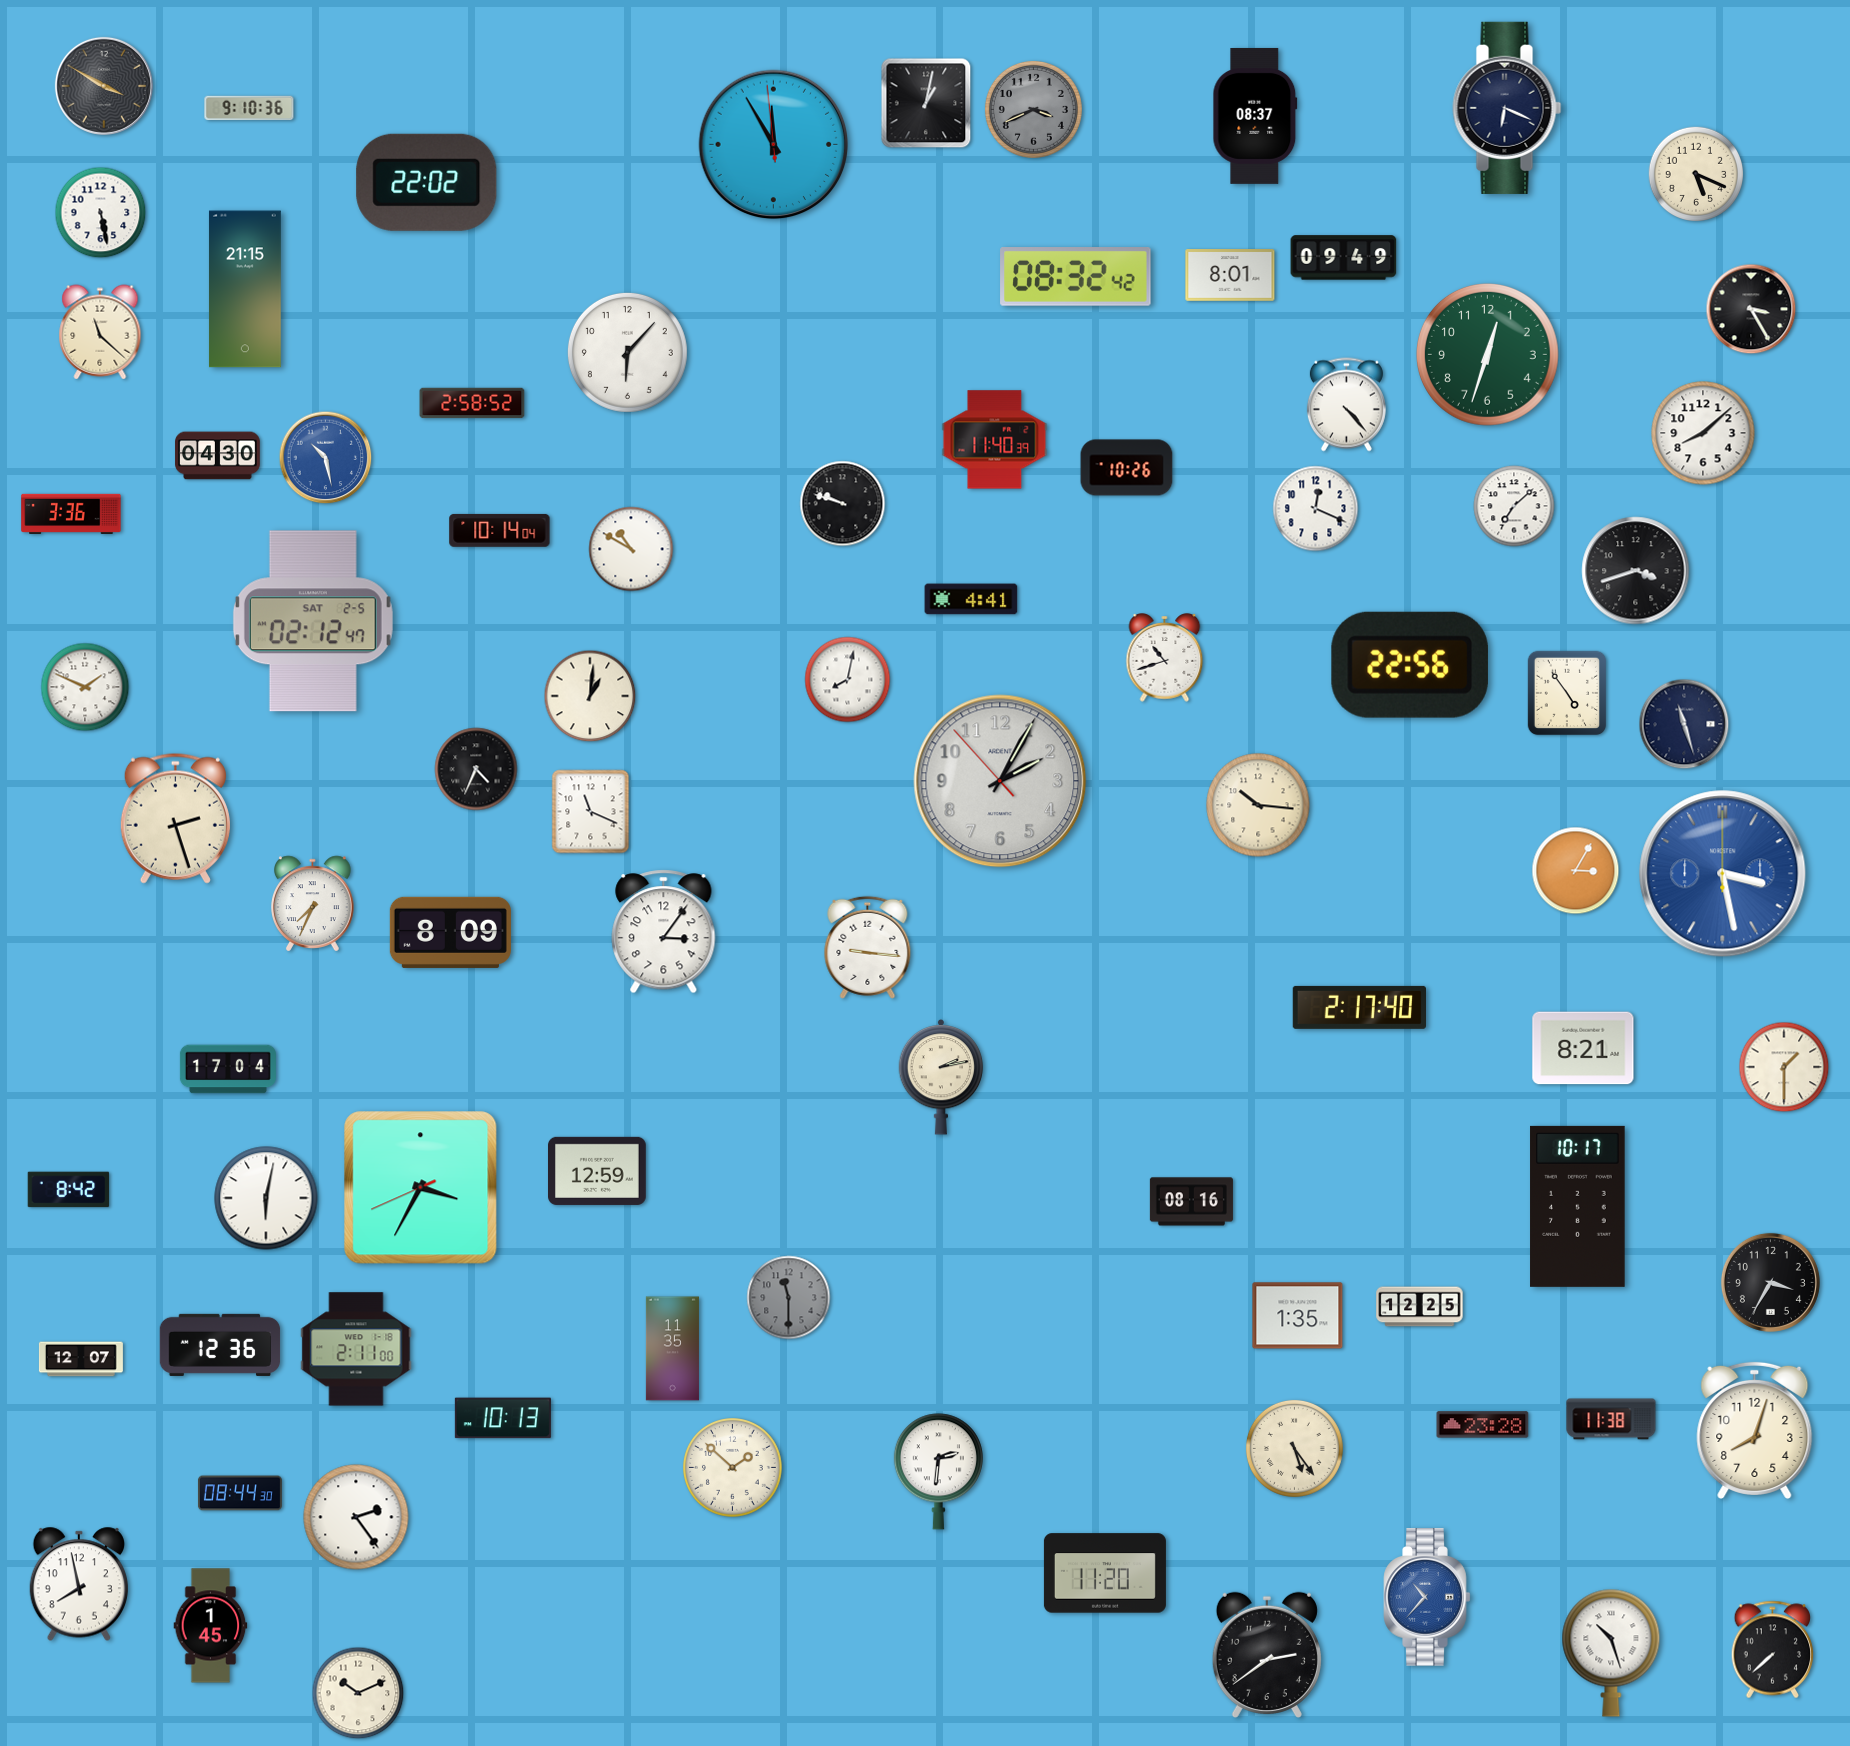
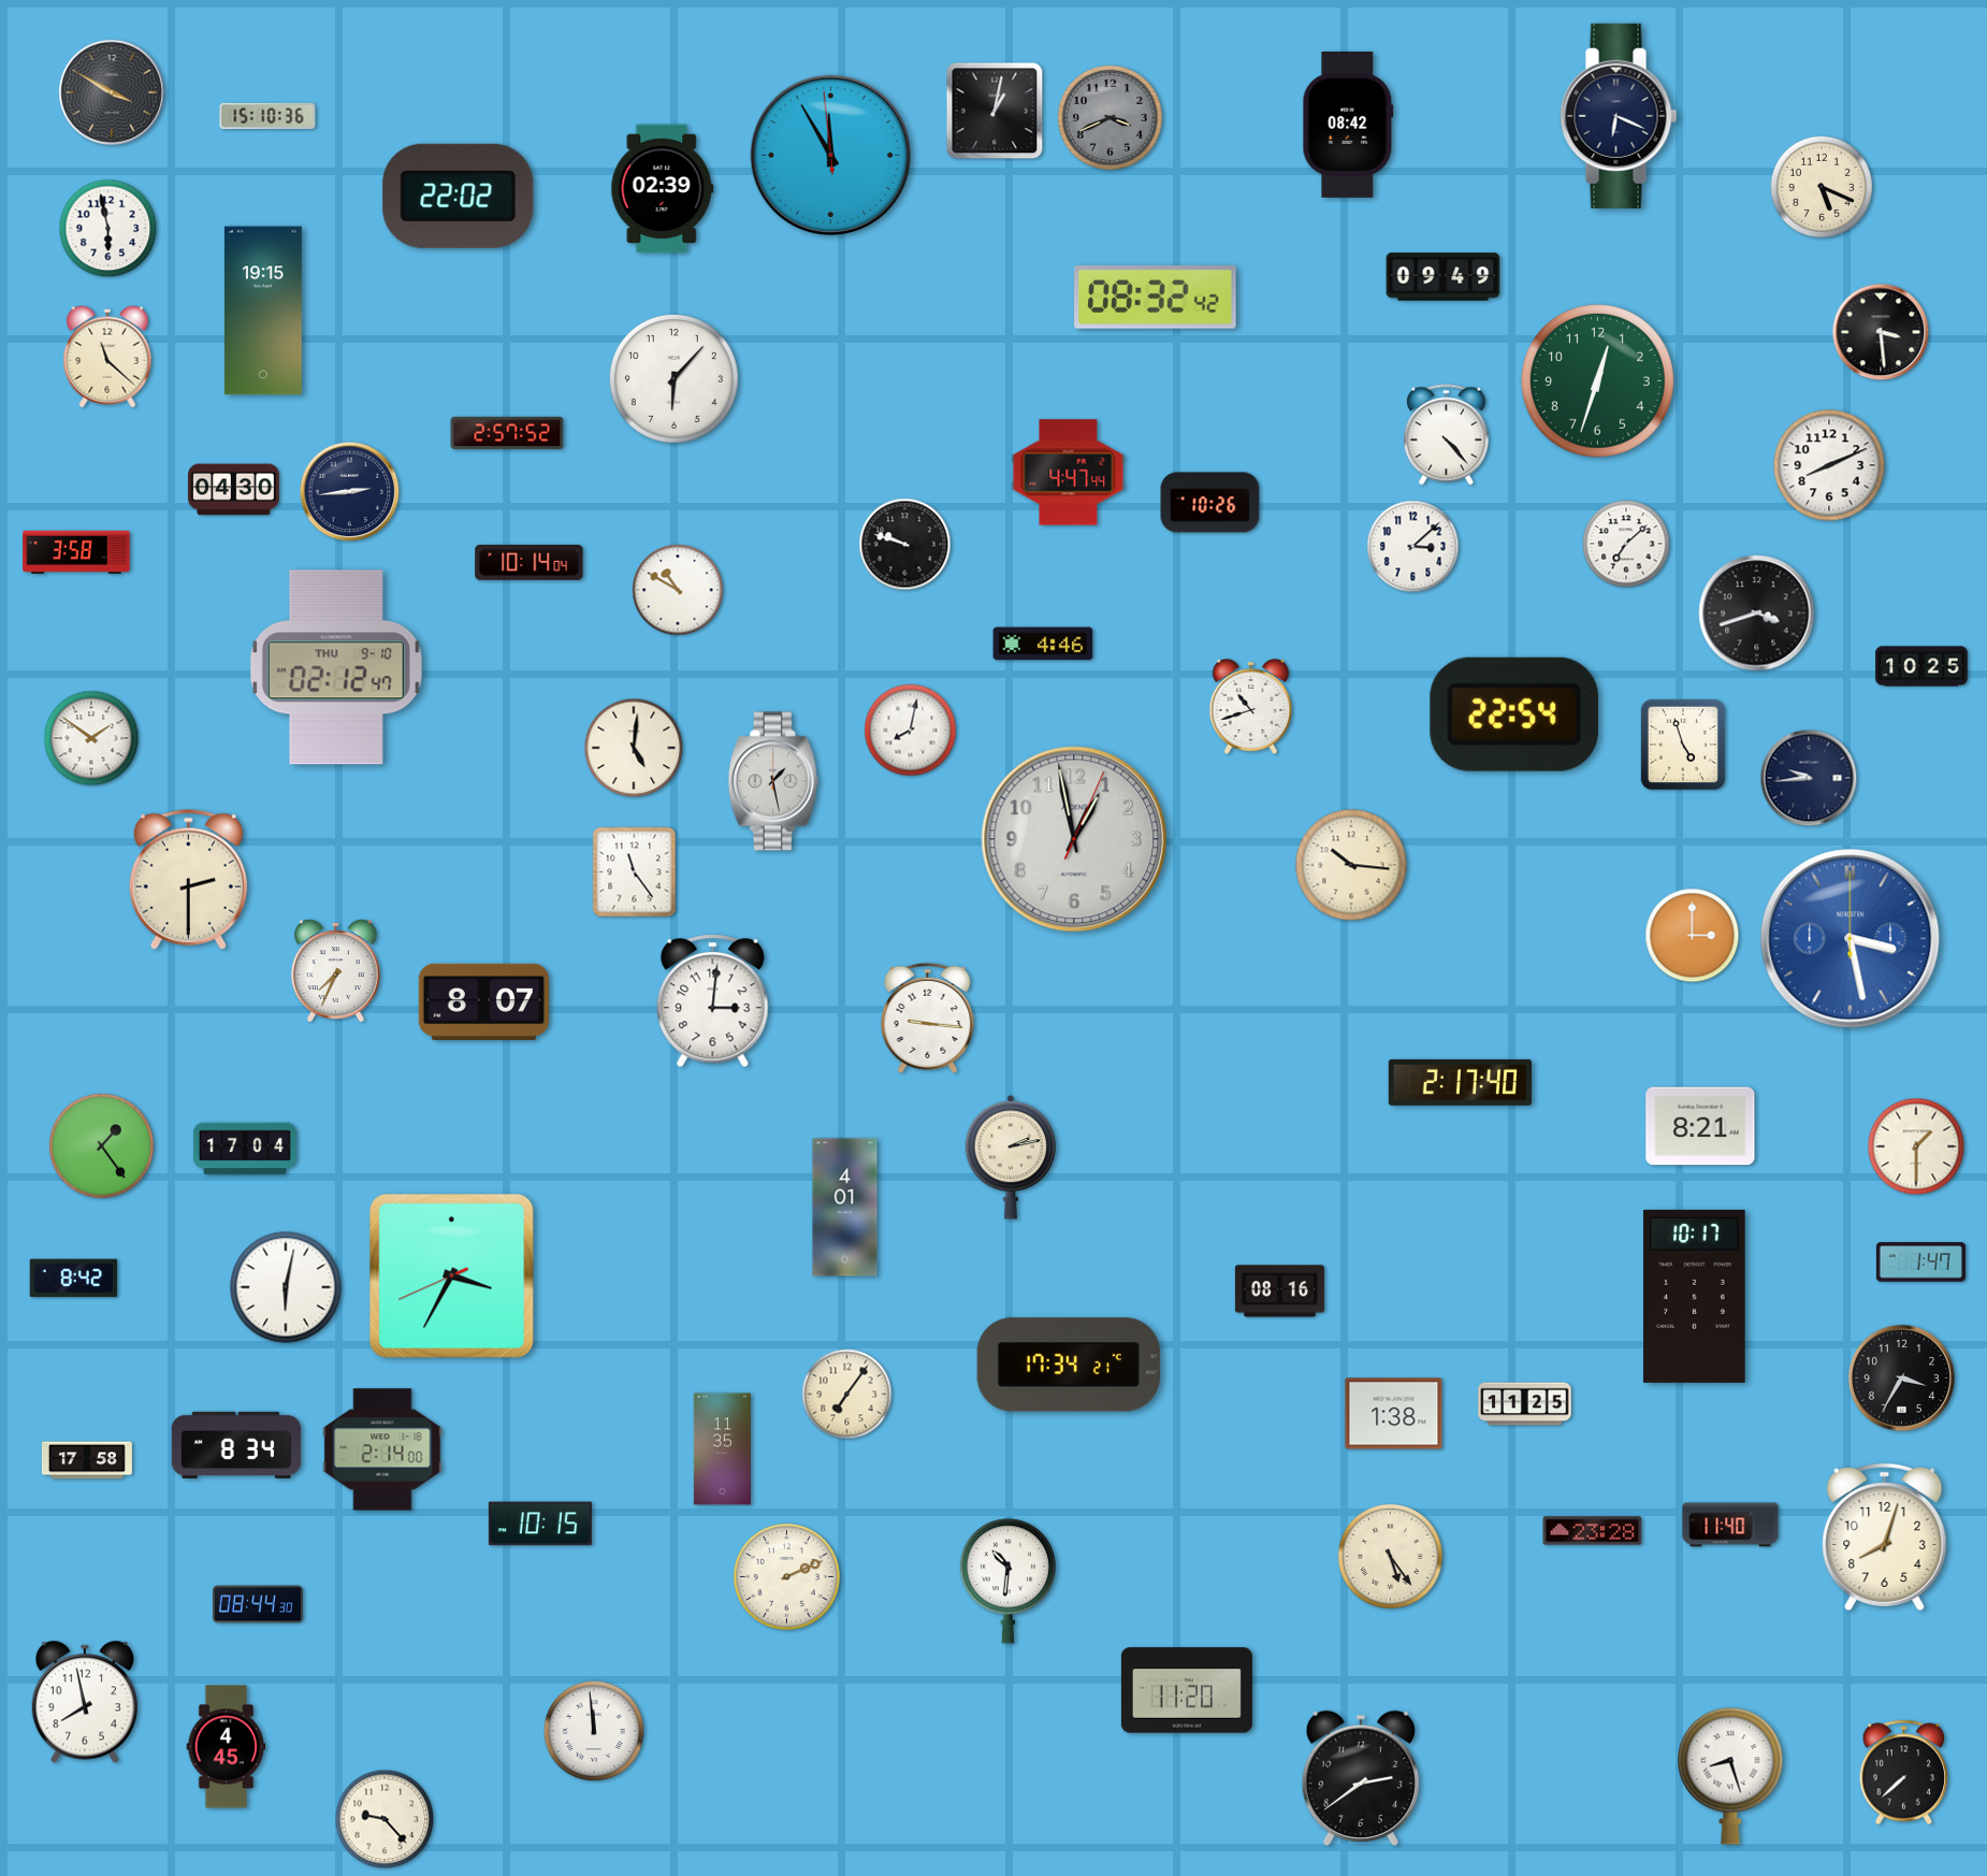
clock at (249, 108): 9:10 -> 15:10
clock at (1255, 116): 08:37 -> 08:42
clock at (663, 189): none -> 02:39
clock at (101, 213): 5:28 -> 5:58
clock at (1230, 276): 8:01 -> none
clock at (245, 289): 21:15 -> 19:15
clock at (1751, 309): 3:25 -> 3:29
clock at (472, 403): 2:58 -> 2:57
clock at (1703, 433): 8:08 -> 8:11
clock at (995, 440): 11:40 -> 4:47
clock at (326, 458): 10:28 -> 2:44
clock at (326, 458) dial: blue -> navy
clock at (843, 504) position: (843, 504) -> (905, 545)
clock at (1316, 509): 12:19 -> 3:08
clock at (71, 513): 3:36 -> 3:58
clock at (500, 530) position: (500, 530) -> (530, 562)
clock at (971, 599): 4:41 -> 4:46
clock at (1921, 666): none -> 10:25
clock at (313, 621) date: SAT 2-5 -> THU 9-10
clock at (1410, 665): 22:56 -> 22:54
clock at (85, 687): 1:49 -> 1:51
clock at (1567, 693): 4:54 -> 4:57
clock at (590, 696): 1:01 -> 5:01
clock at (1684, 724): 11:27 -> 9:44
clock at (773, 781): none -> 1:28
clock at (476, 769): 4:34 -> none
clock at (1000, 781): 2:04 -> 12:58
clock at (591, 812): 11:19 -> 11:24
clock at (175, 818): 2:27 -> 2:30
clock at (1576, 871): 3:05 -> 3:00
clock at (450, 932): 8:09 -> 8:07
clock at (664, 932): 3:06 -> 3:01
clock at (868, 947) position: (868, 947) -> (928, 1018)
clock at (101, 1145): none -> 1:24
clock at (845, 1208): none -> 4:01
clock at (598, 1171): 12:59 -> none
clock at (1920, 1262): none -> 1:47
clock at (1069, 1365): none -> 17:34
clock at (789, 1298): 11:30 -> 7:06
clock at (789, 1298) dial: grey -> cream
clock at (1420, 1307): 12:25 -> 11:25
clock at (1298, 1316): 1:35 -> 1:38
clock at (220, 1345): 12:36 -> 8:34
clock at (356, 1349): 2:11 -> 2:14
clock at (81, 1359): 12:07 -> 17:58
clock at (503, 1418): 10:13 -> 10:15
clock at (1611, 1419): 11:38 -> 11:40
clock at (733, 1468): 1:52 -> 2:11
clock at (938, 1472): 2:31 -> 10:31
clock at (356, 1517): 2:24 -> none
clock at (1427, 1597): 10:37 -> none
clock at (594, 1731): none -> 11:59
clock at (211, 1626): 1:45 -> 4:45
clock at (1611, 1653): 10:27 -> 8:27
clock at (358, 1693): 10:11 -> 9:23
